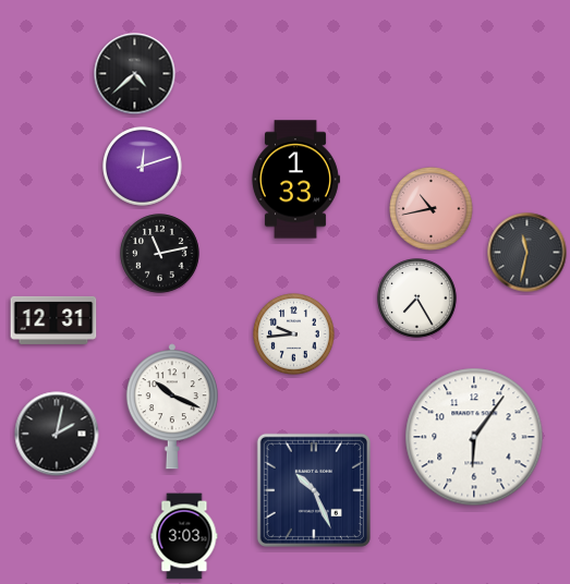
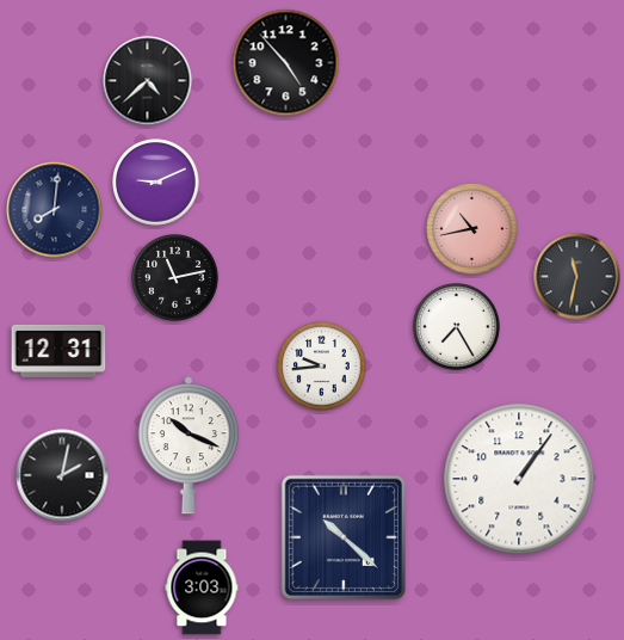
clock at (286, 63): none -> 4:53
clock at (143, 167): 12:12 -> 9:11
clock at (295, 180): 1:33 -> none
clock at (55, 210): none -> 8:01
clock at (474, 437): 6:06 -> 1:06
clock at (314, 490): 10:26 -> 10:22
